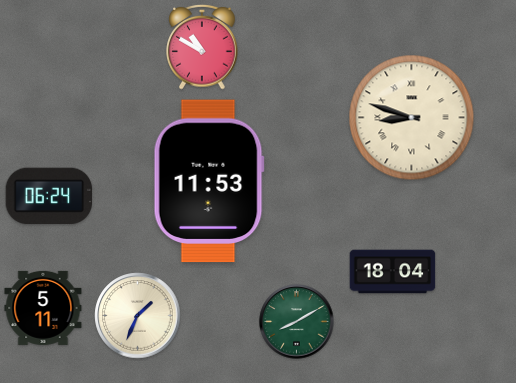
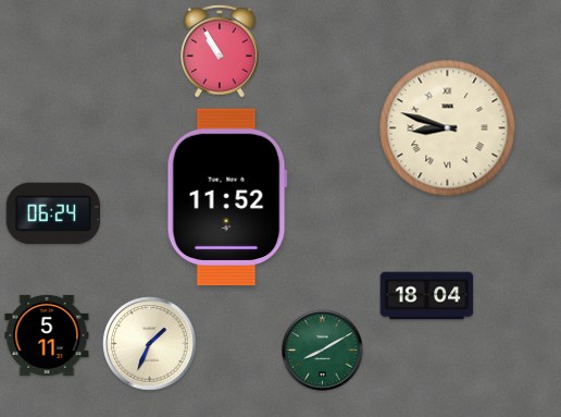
clock at (202, 47): 10:50 -> 10:55
clock at (209, 181): 11:53 -> 11:52
